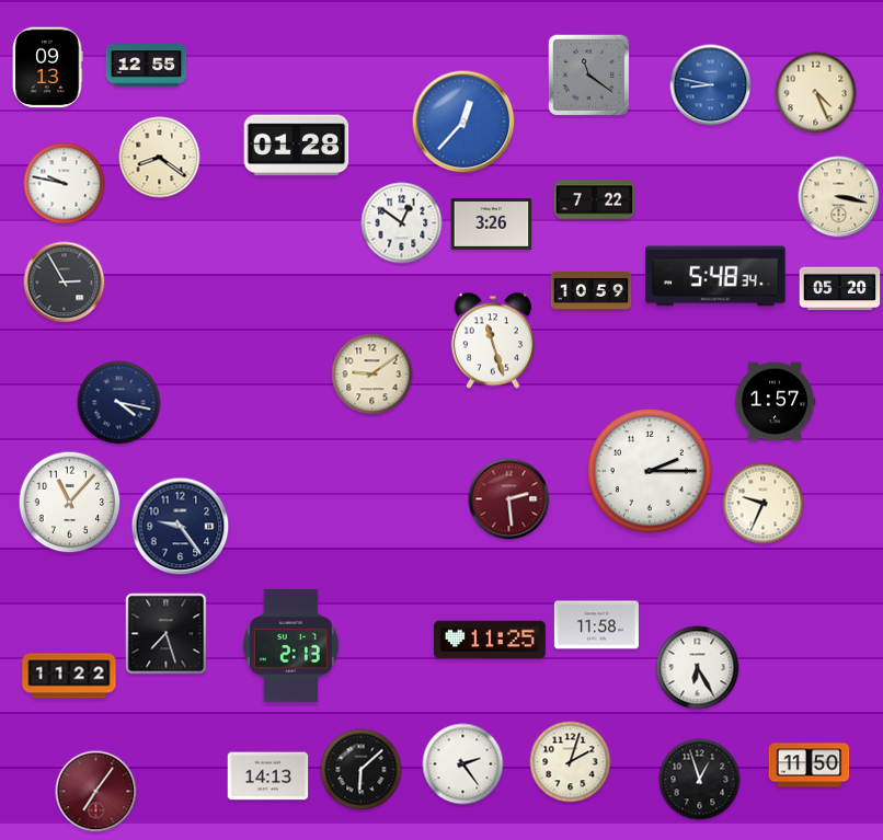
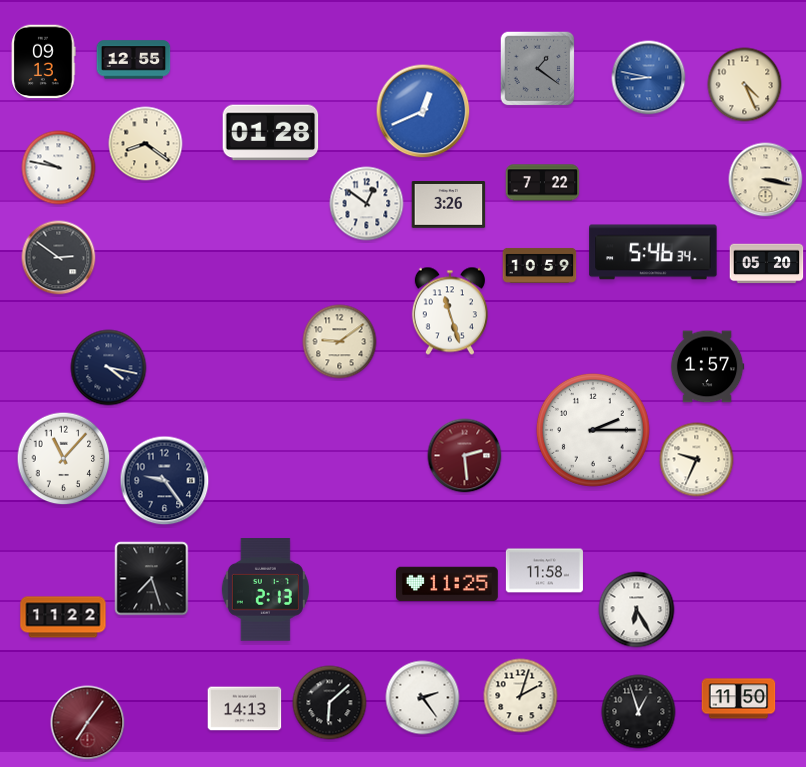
clock at (589, 76): 11:21 -> 1:21
clock at (463, 122): 12:37 -> 12:41
clock at (715, 276): 5:48 -> 5:46
clock at (65, 283): 2:55 -> 2:51
